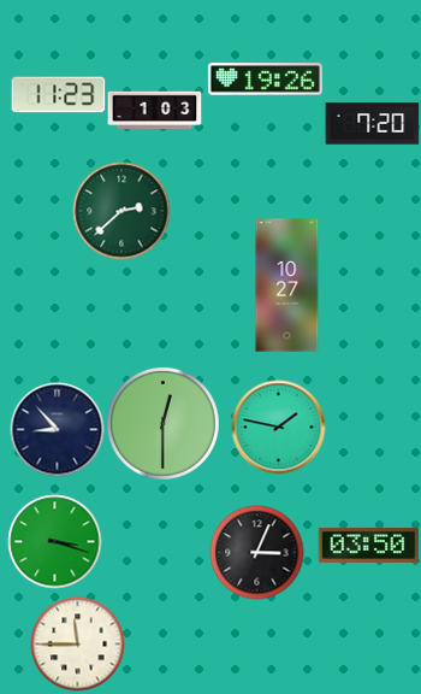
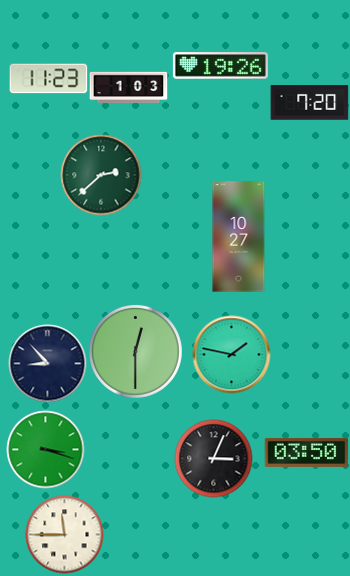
clock at (154, 111) position: (154, 111) -> (128, 88)
clock at (57, 429) position: (57, 429) -> (47, 363)
